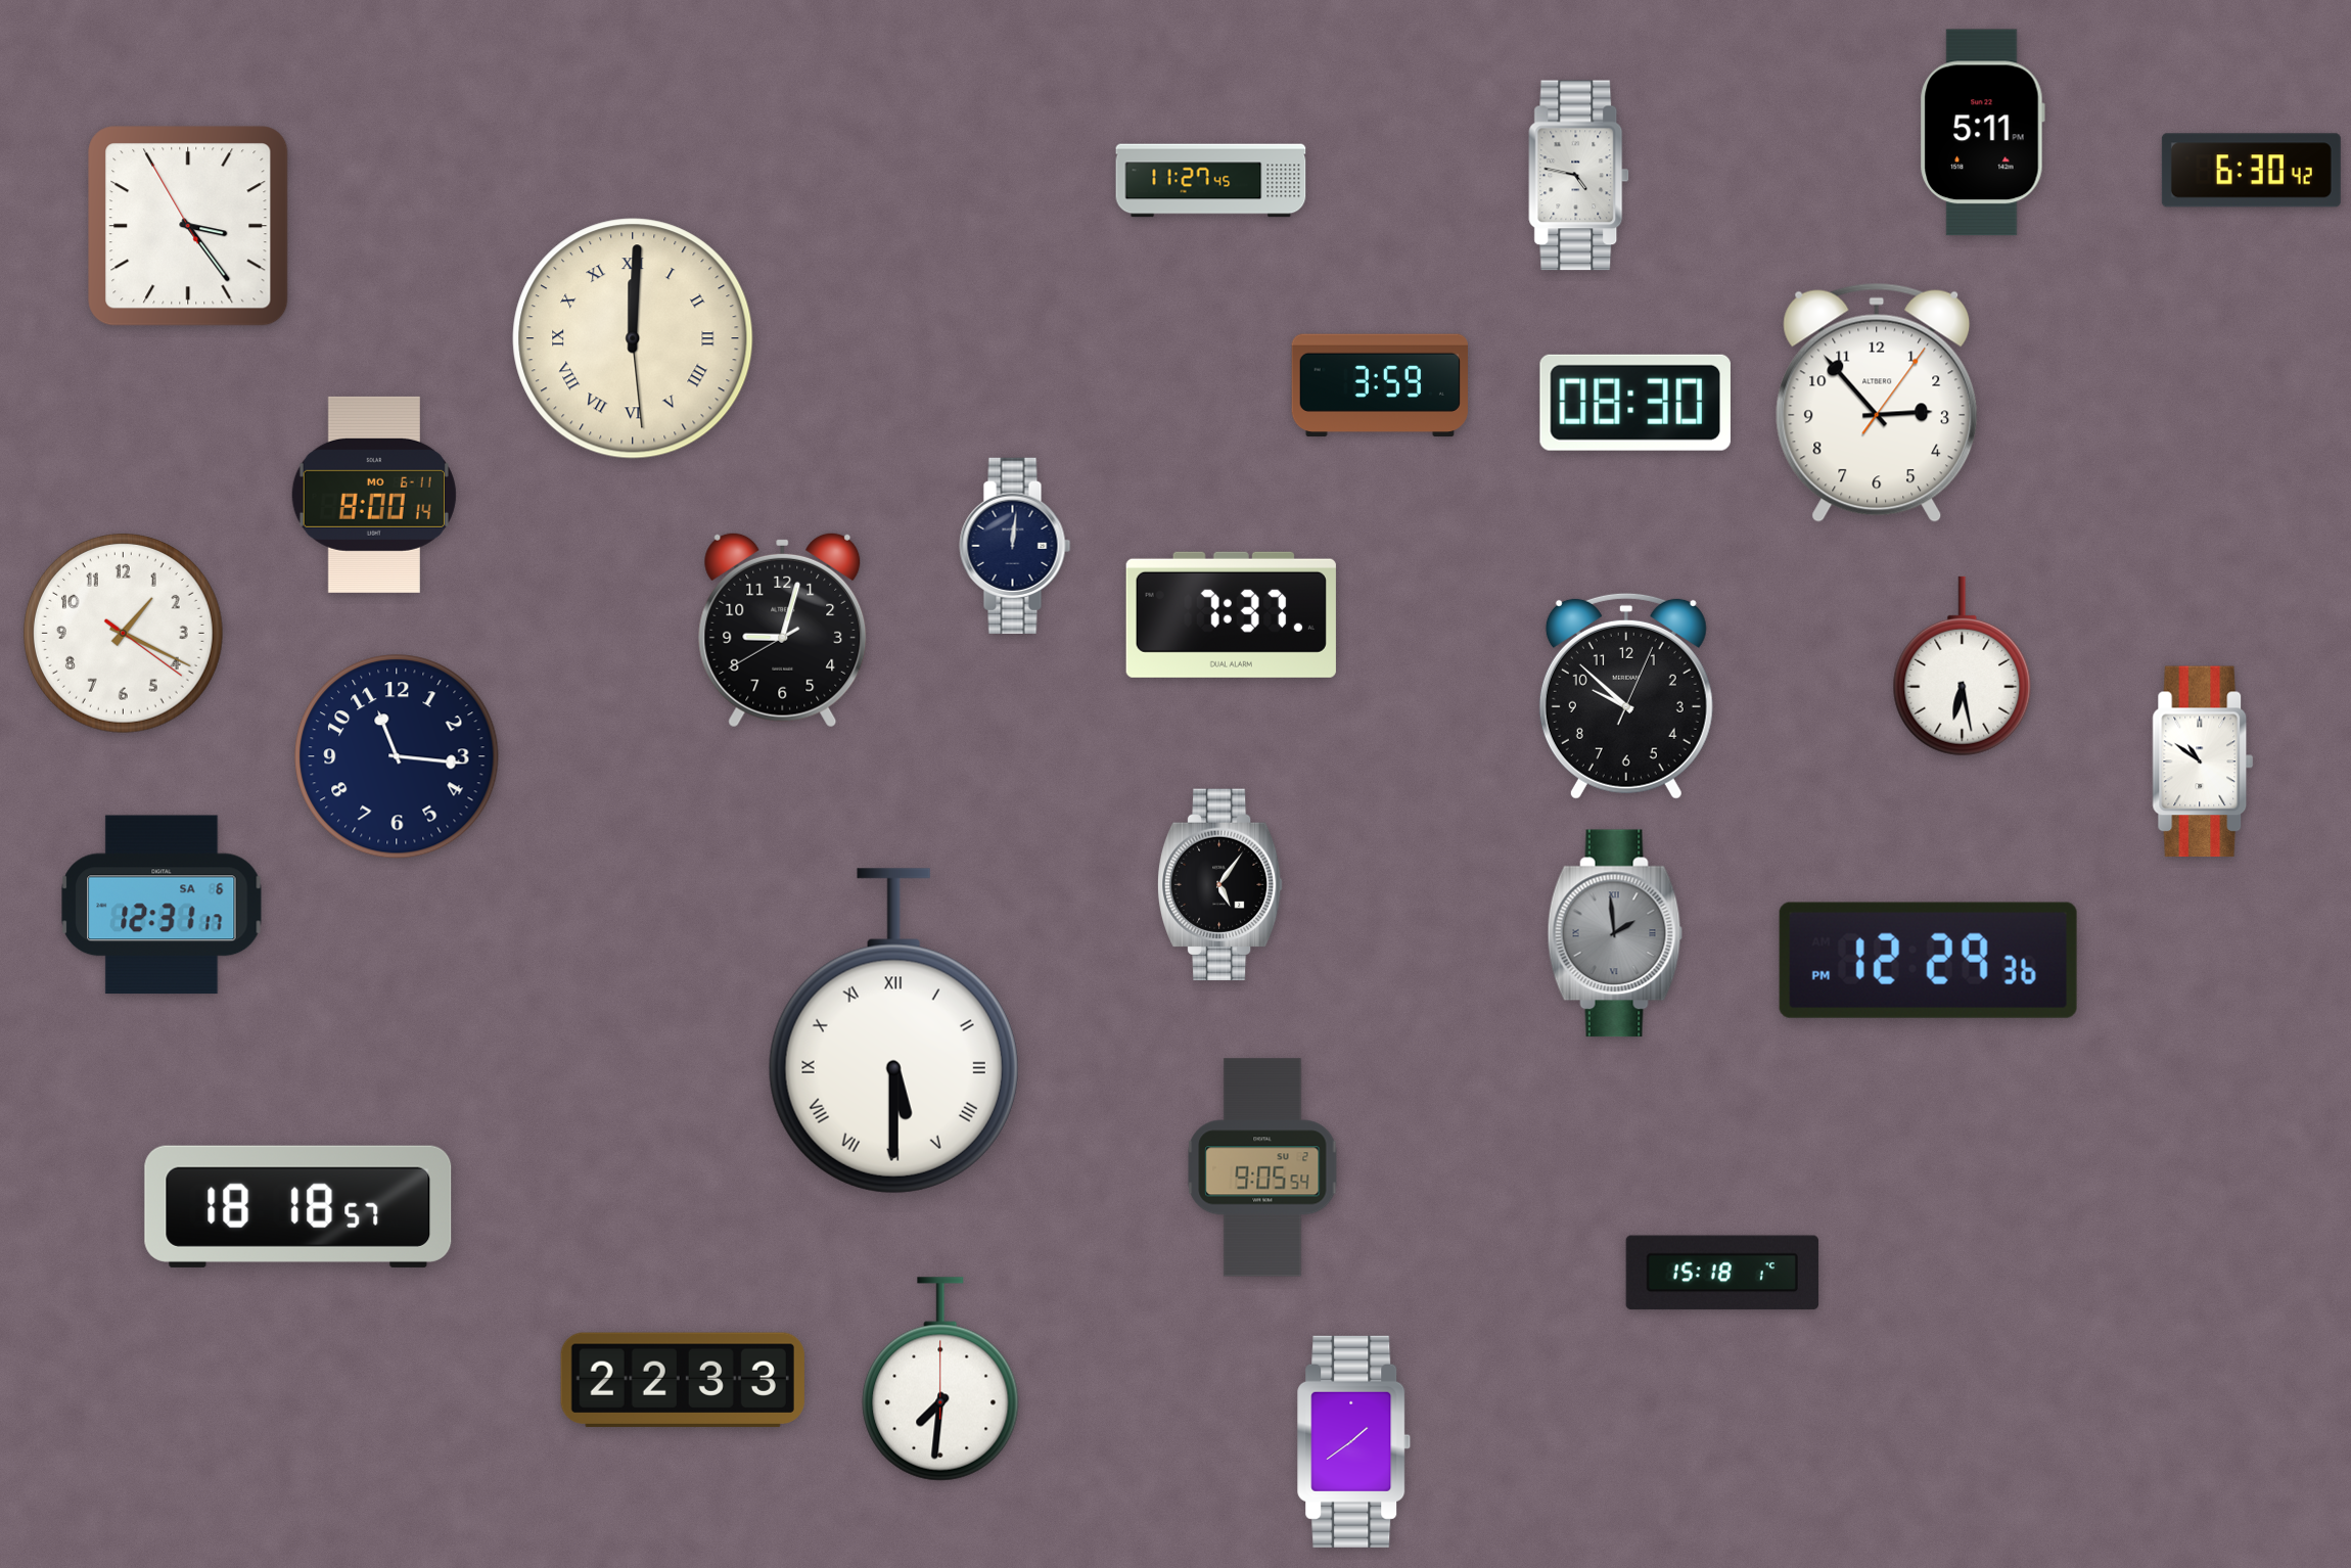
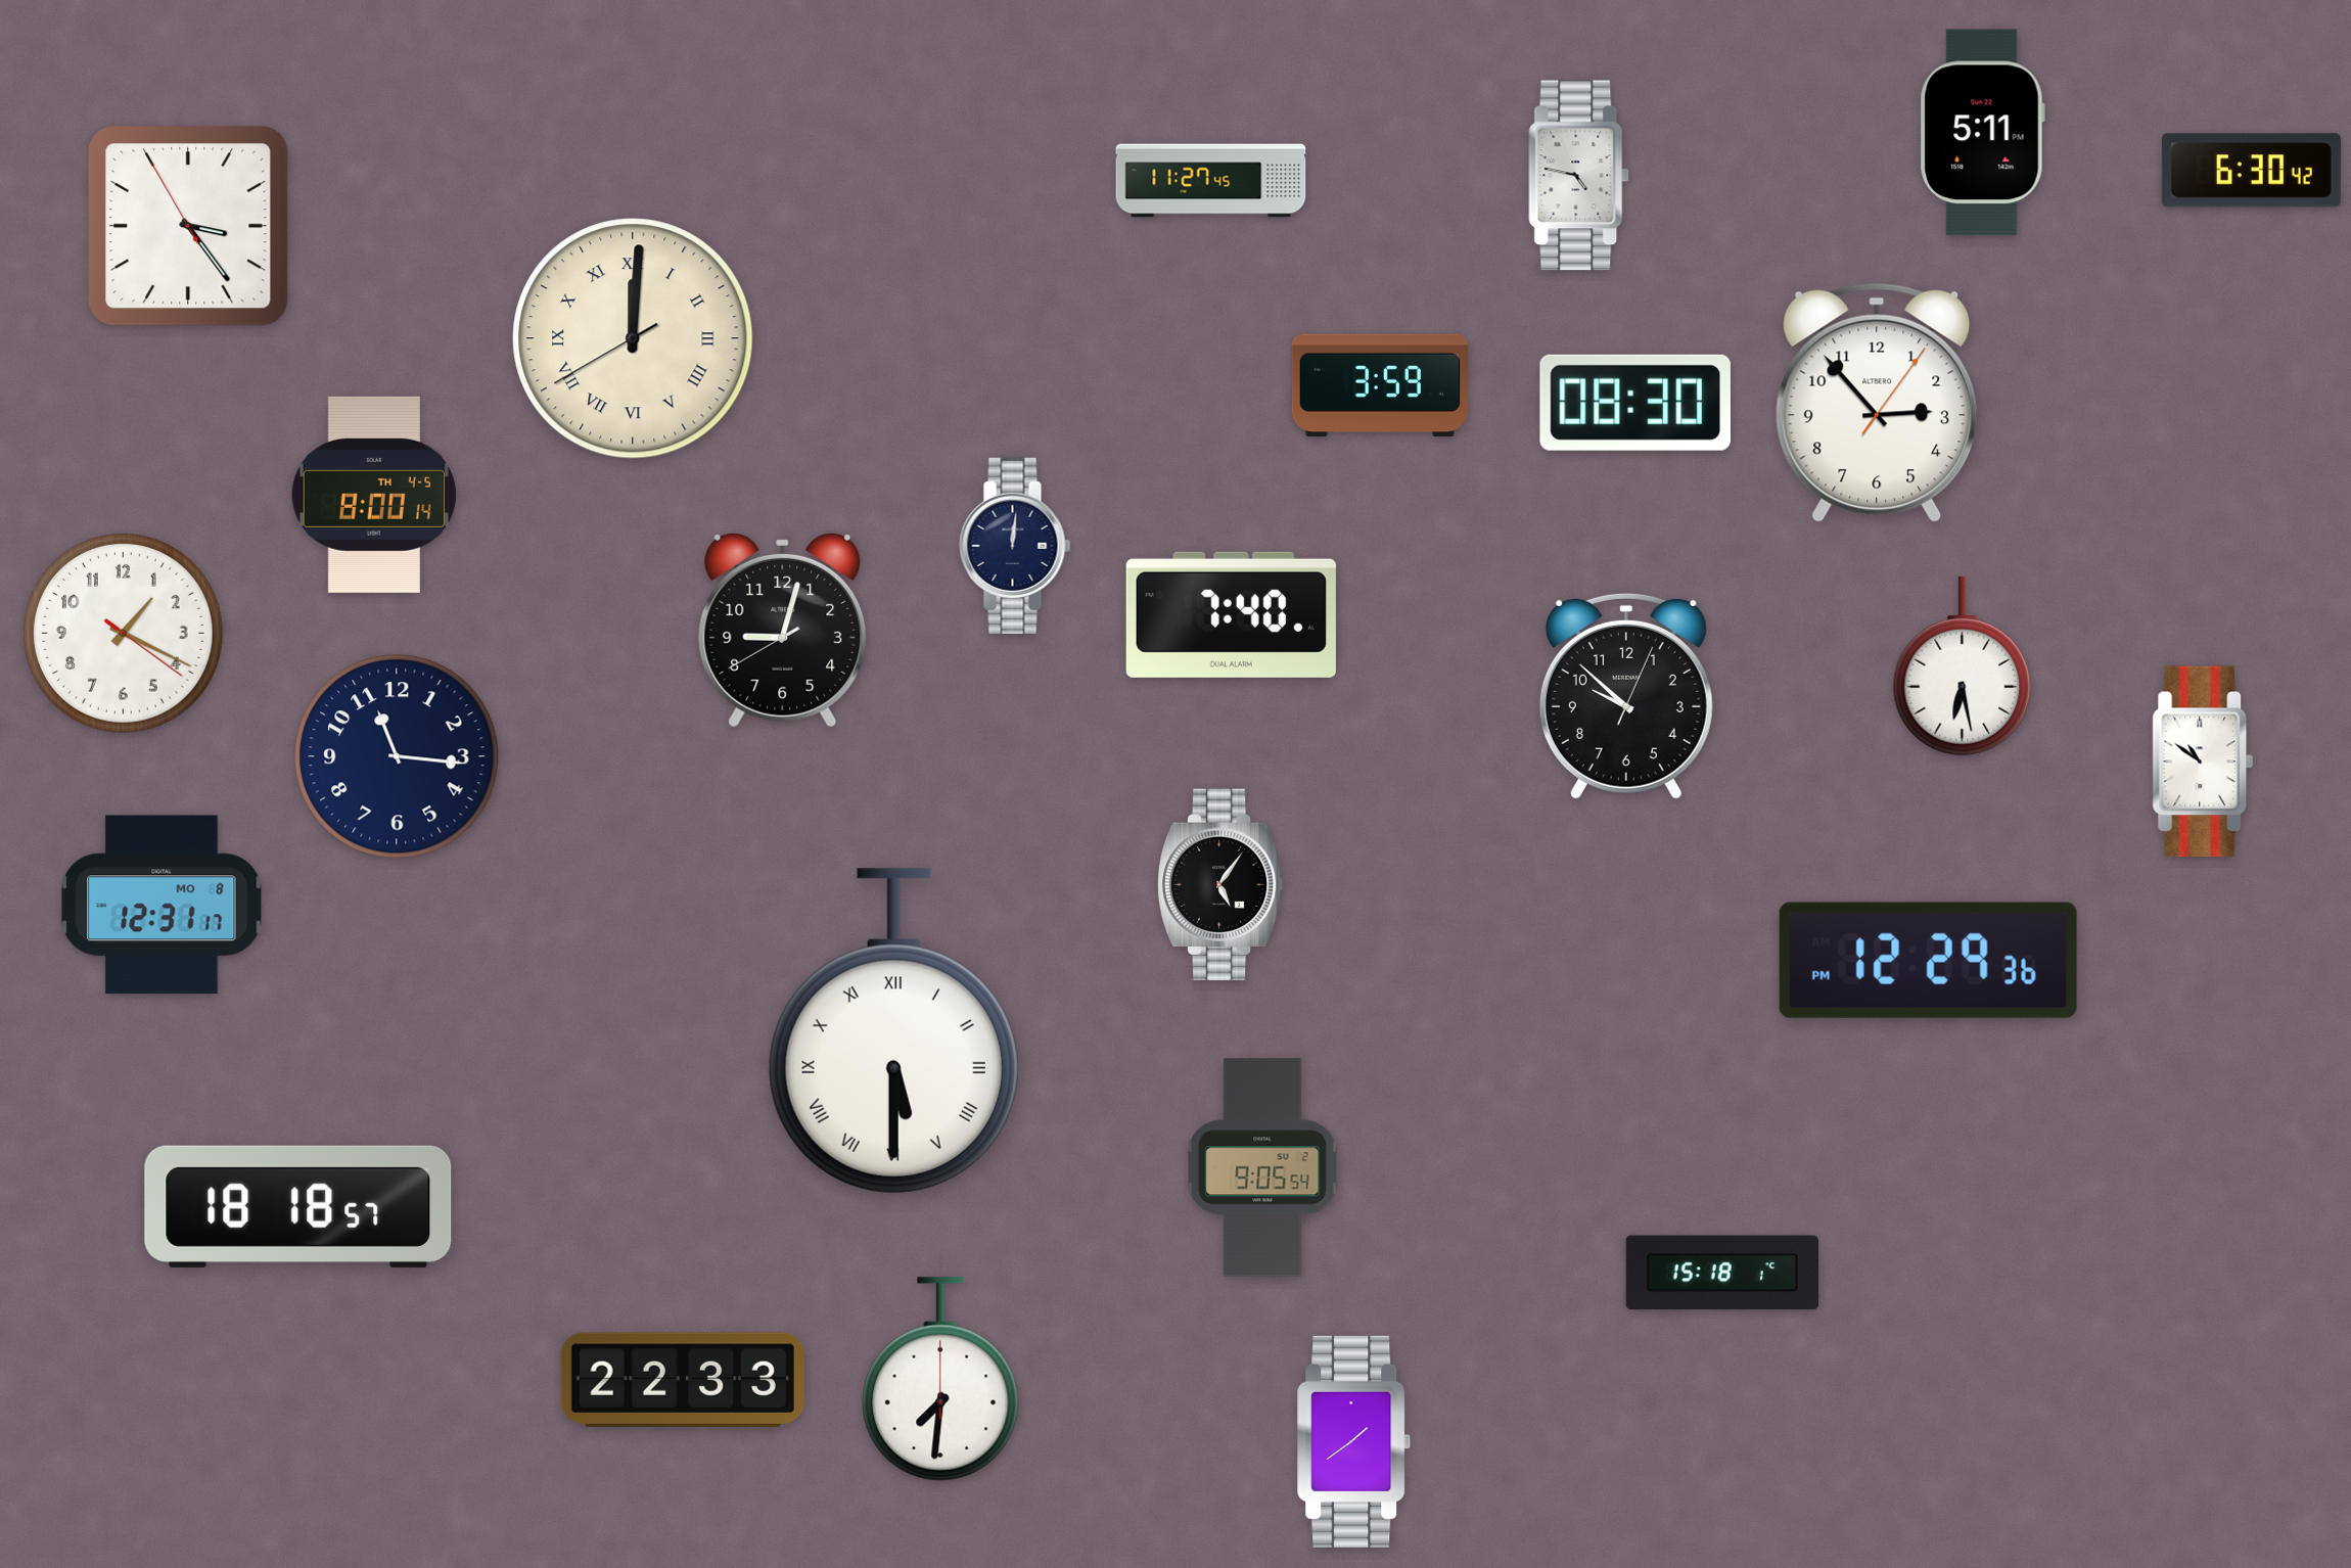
clock at (633, 338): 12:00:29 -> 12:00:40
clock at (374, 495) date: MO 6-11 -> TH 4-5
clock at (1231, 614): 7:37 -> 7:40
clock at (162, 905) date: SA 6 -> MO 8
clock at (1615, 933): 1:59 -> none
